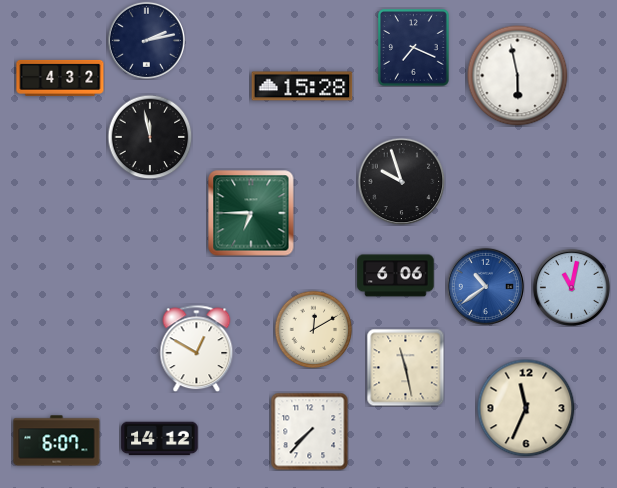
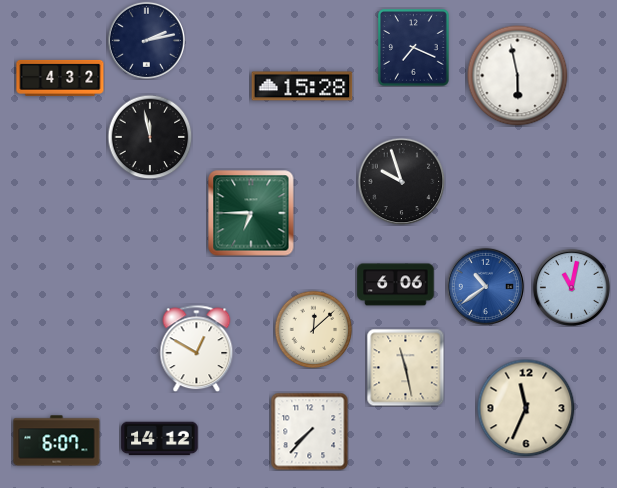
clock at (396, 276) position: (396, 276) -> (396, 285)
clock at (313, 329): 12:10 -> 12:08
